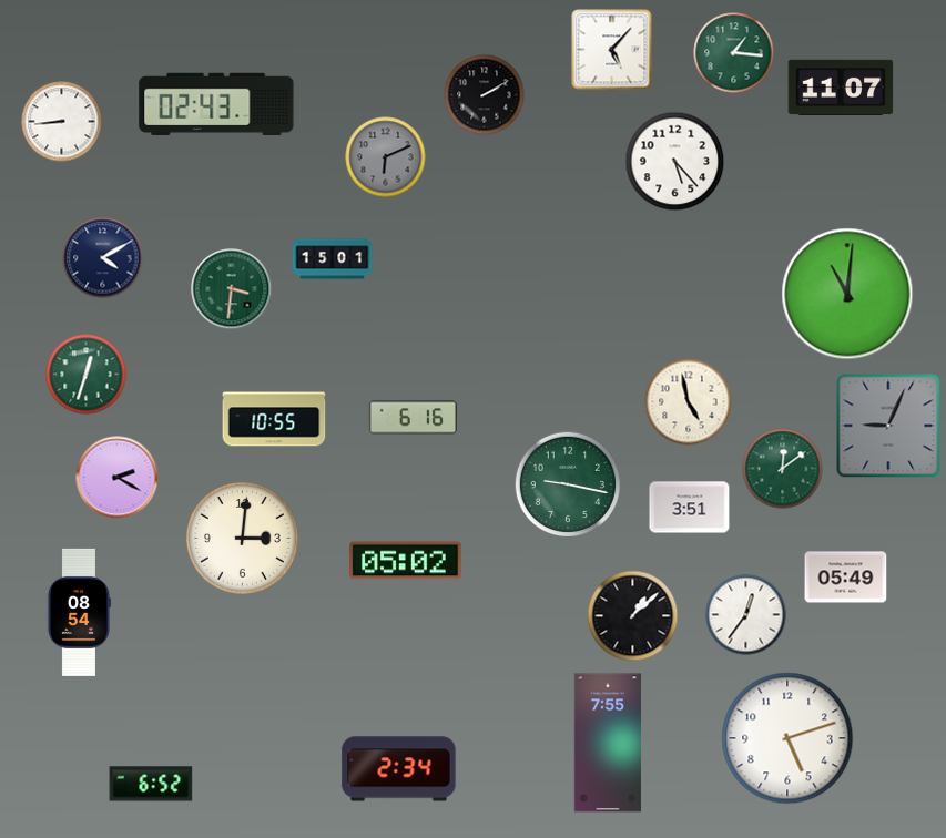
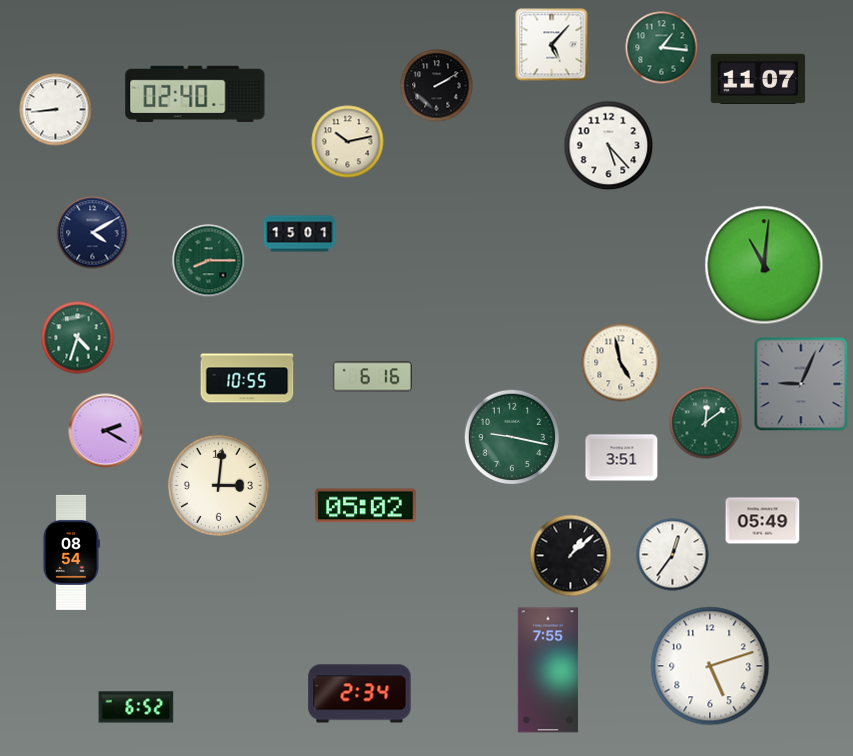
clock at (216, 104): 02:43 -> 02:40
clock at (386, 157): 6:11 -> 10:13
clock at (386, 157) dial: grey -> cream
clock at (232, 289): 3:31 -> 8:15
clock at (87, 375): 12:33 -> 4:33
